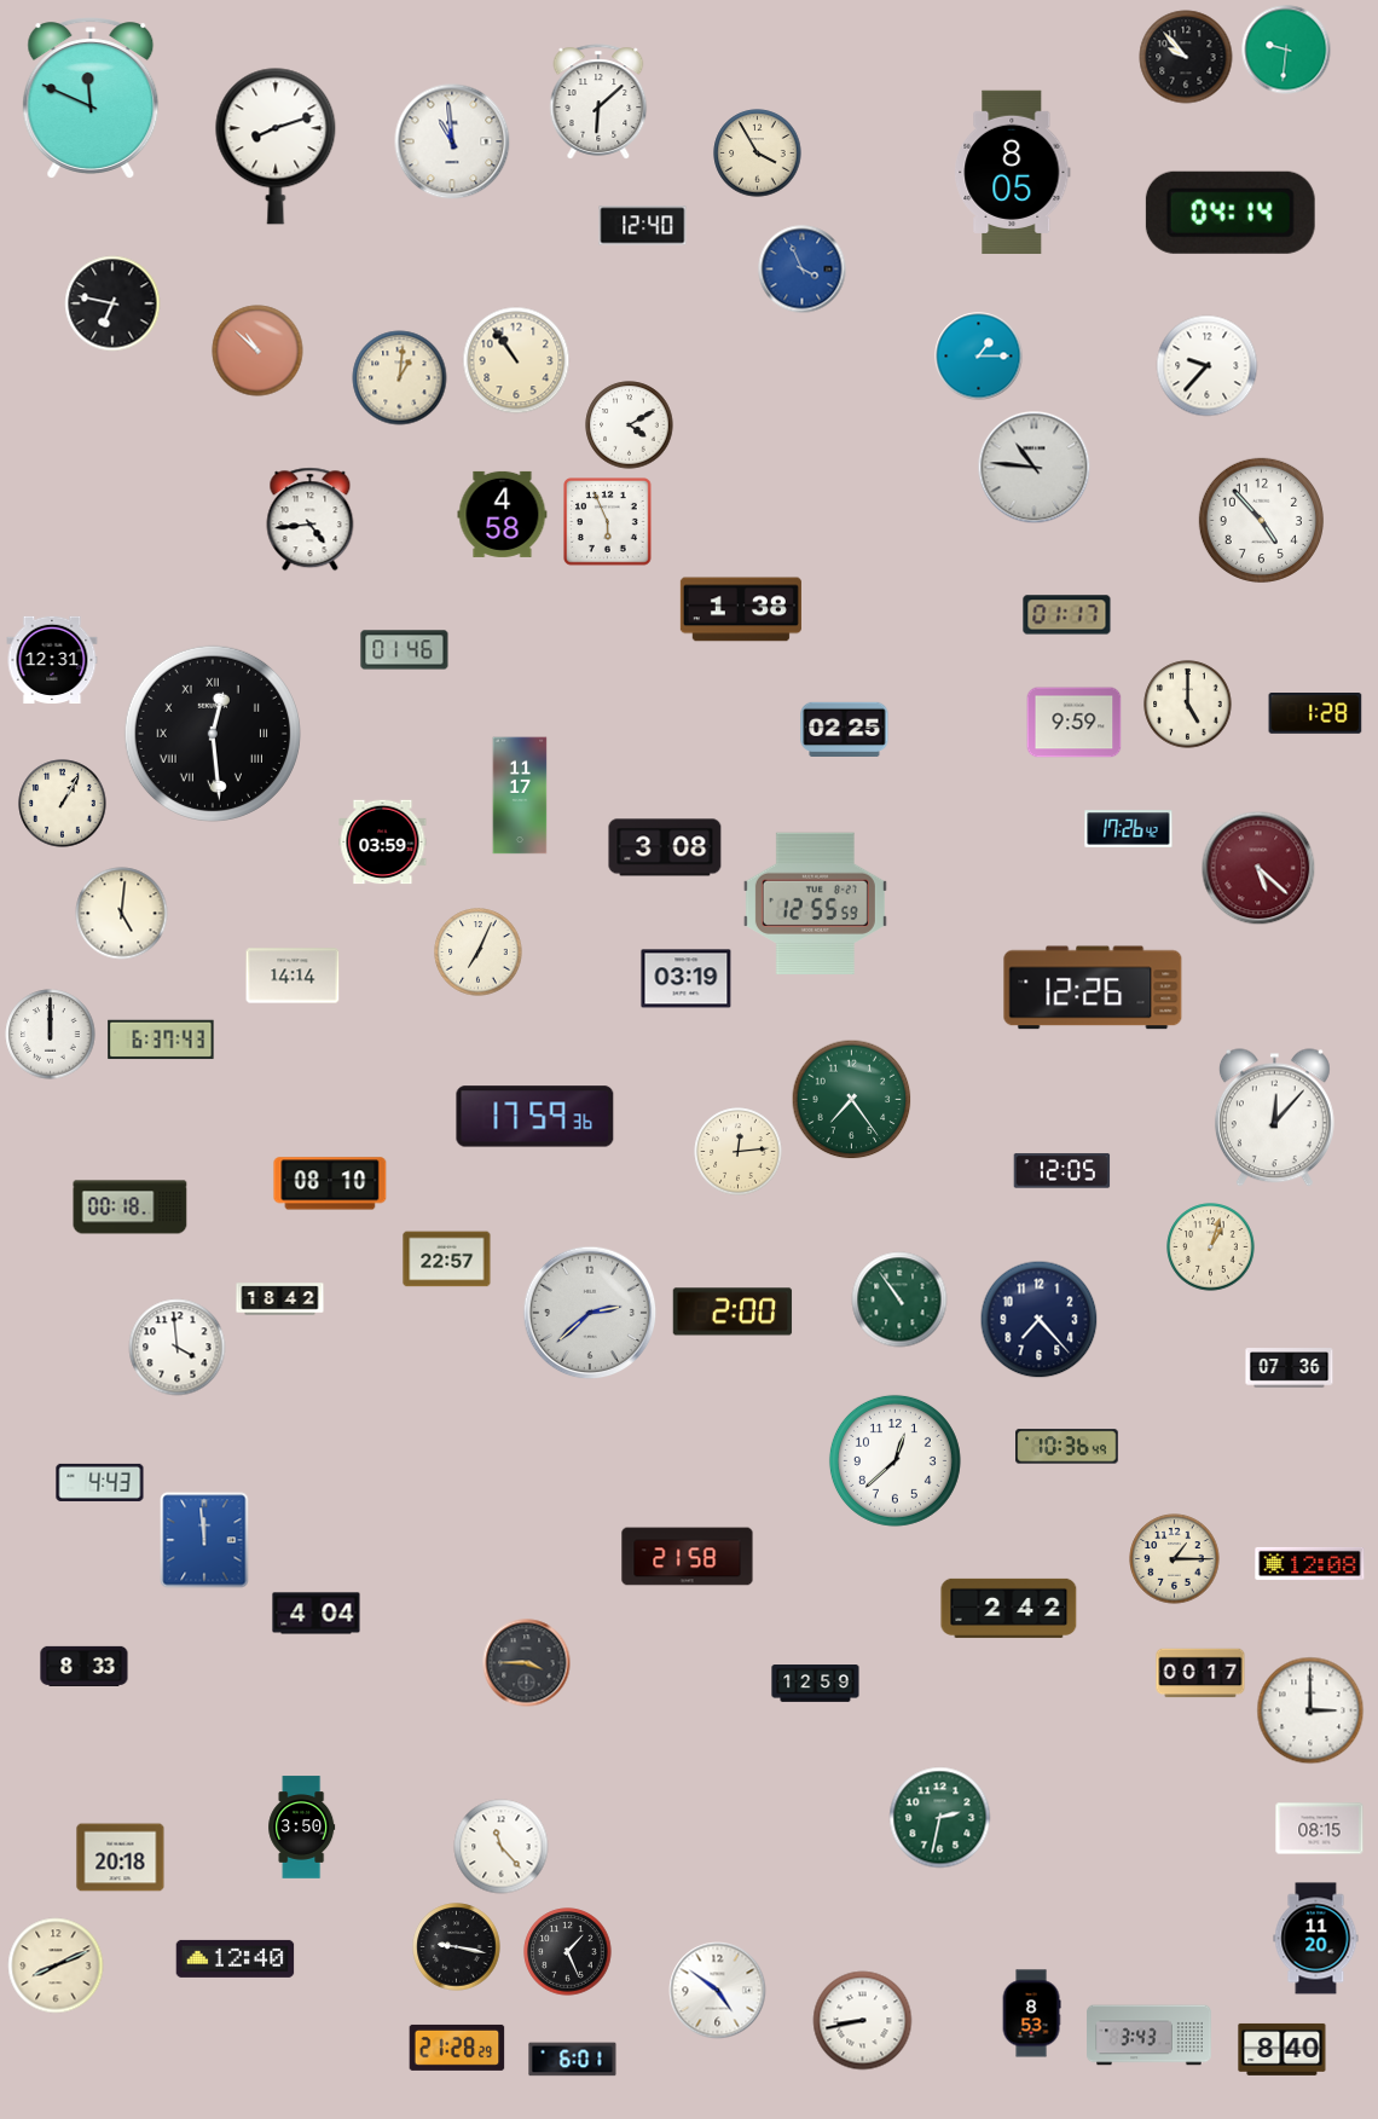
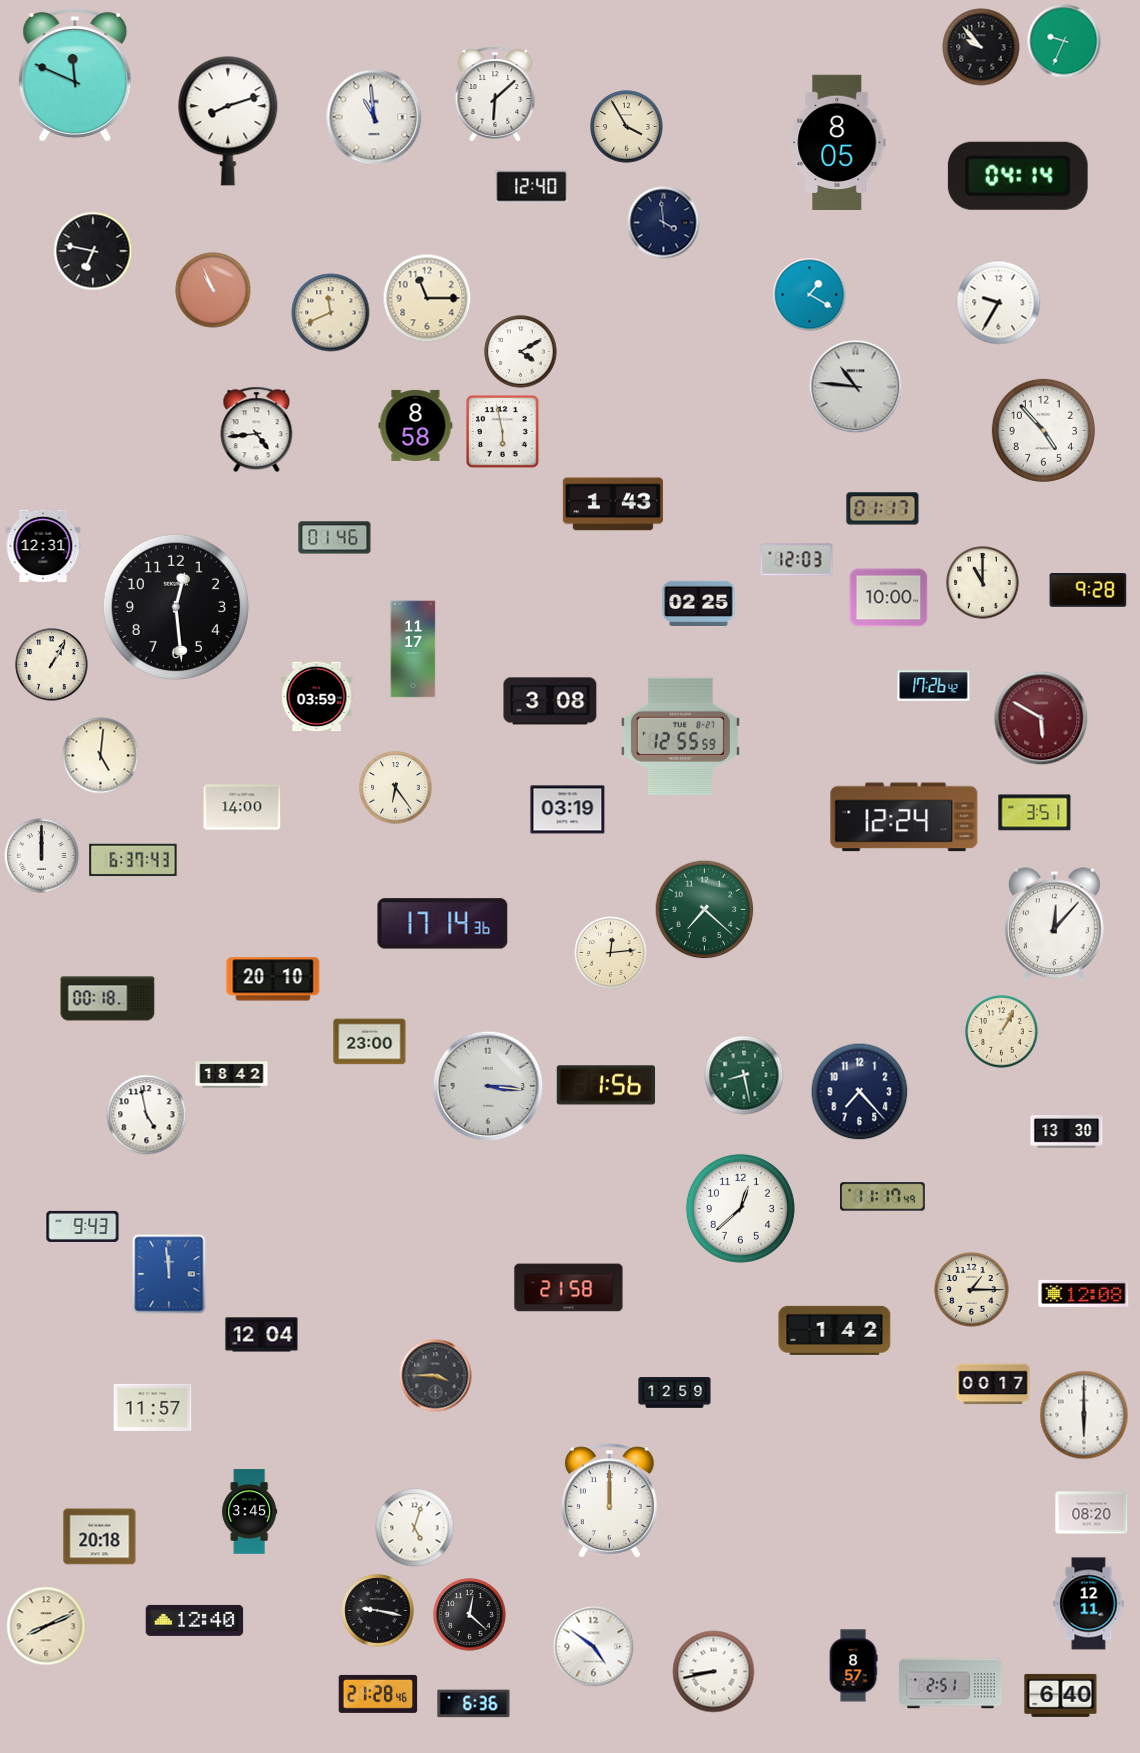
clock at (1286, 50): 9:31 -> 9:34
clock at (91, 98) position: (91, 98) -> (75, 75)
clock at (598, 102) position: (598, 102) -> (495, 94)
clock at (803, 270): 3:56 -> 3:59
clock at (803, 270) dial: blue -> navy
clock at (257, 351): 10:52 -> 10:56
clock at (979, 357): 1:15 -> 1:20
clock at (516, 360): 10:54 -> 11:15
clock at (1208, 366): 9:37 -> 9:35
clock at (400, 378): 1:01 -> 11:41
clock at (503, 514): 4:58 -> 8:58
clock at (608, 522): 5:56 -> 5:58
clock at (741, 609): 1:38 -> 1:43
clock at (797, 560): none -> 12:03
clock at (1188, 705): 5:00 -> 11:00
clock at (1315, 714): 1:28 -> 9:28
clock at (1075, 723): 9:59 -> 10:00
clock at (213, 734) numerals: Roman -> Arabic
clock at (520, 795) position: (520, 795) -> (413, 649)
clock at (1258, 868): 5:22 -> 5:50
clock at (815, 904) position: (815, 904) -> (680, 737)
clock at (479, 953): 7:04 -> 6:24
clock at (293, 975): 14:14 -> 14:00
clock at (1035, 813): none -> 3:51
clock at (1093, 988): 12:26 -> 12:24
clock at (852, 1100): 7:24 -> 7:22
clock at (535, 1117): 17:59 -> 17:14
clock at (1063, 1171): 12:05 -> none
clock at (330, 1183): 08:10 -> 20:10
clock at (1211, 1247): 1:03 -> 1:05
clock at (447, 1260): 22:57 -> 23:00
clock at (899, 1299): 10:54 -> 8:28
clock at (733, 1312): 2:00 -> 1:56
clock at (590, 1313): 2:38 -> 3:16
clock at (178, 1348): 3:59 -> 4:58
clock at (1290, 1368): 07:36 -> 13:30
clock at (1067, 1447): 10:36 -> 11:17
clock at (100, 1482): 4:43 -> 9:43
clock at (1009, 1608): 2:42 -> 1:42
clock at (317, 1614): 4:04 -> 12:04
clock at (85, 1666): 8:33 -> none
clock at (153, 1407): none -> 11:57
clock at (1310, 1710): 3:00 -> 6:00
clock at (609, 1501): none -> 12:00
clock at (940, 1818): 2:32 -> none
clock at (302, 1828): 3:50 -> 3:45
clock at (1320, 1829): 08:15 -> 08:20
clock at (502, 1847): 11:23 -> 5:03
clock at (1316, 1939): 11:20 -> 12:11
clock at (568, 1952): 1:26 -> 12:22
clock at (1031, 2014): 8:53 -> 8:57
clock at (1150, 2036): 3:43 -> 2:51
clock at (457, 2048): 21:28:29 -> 21:28:46
clock at (1283, 2049): 8:40 -> 6:40
clock at (573, 2060): 6:01 -> 6:36
